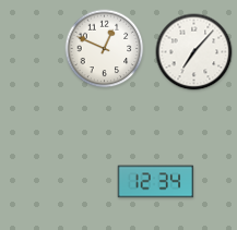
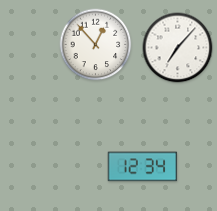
clock at (105, 49): 12:49 -> 12:53
